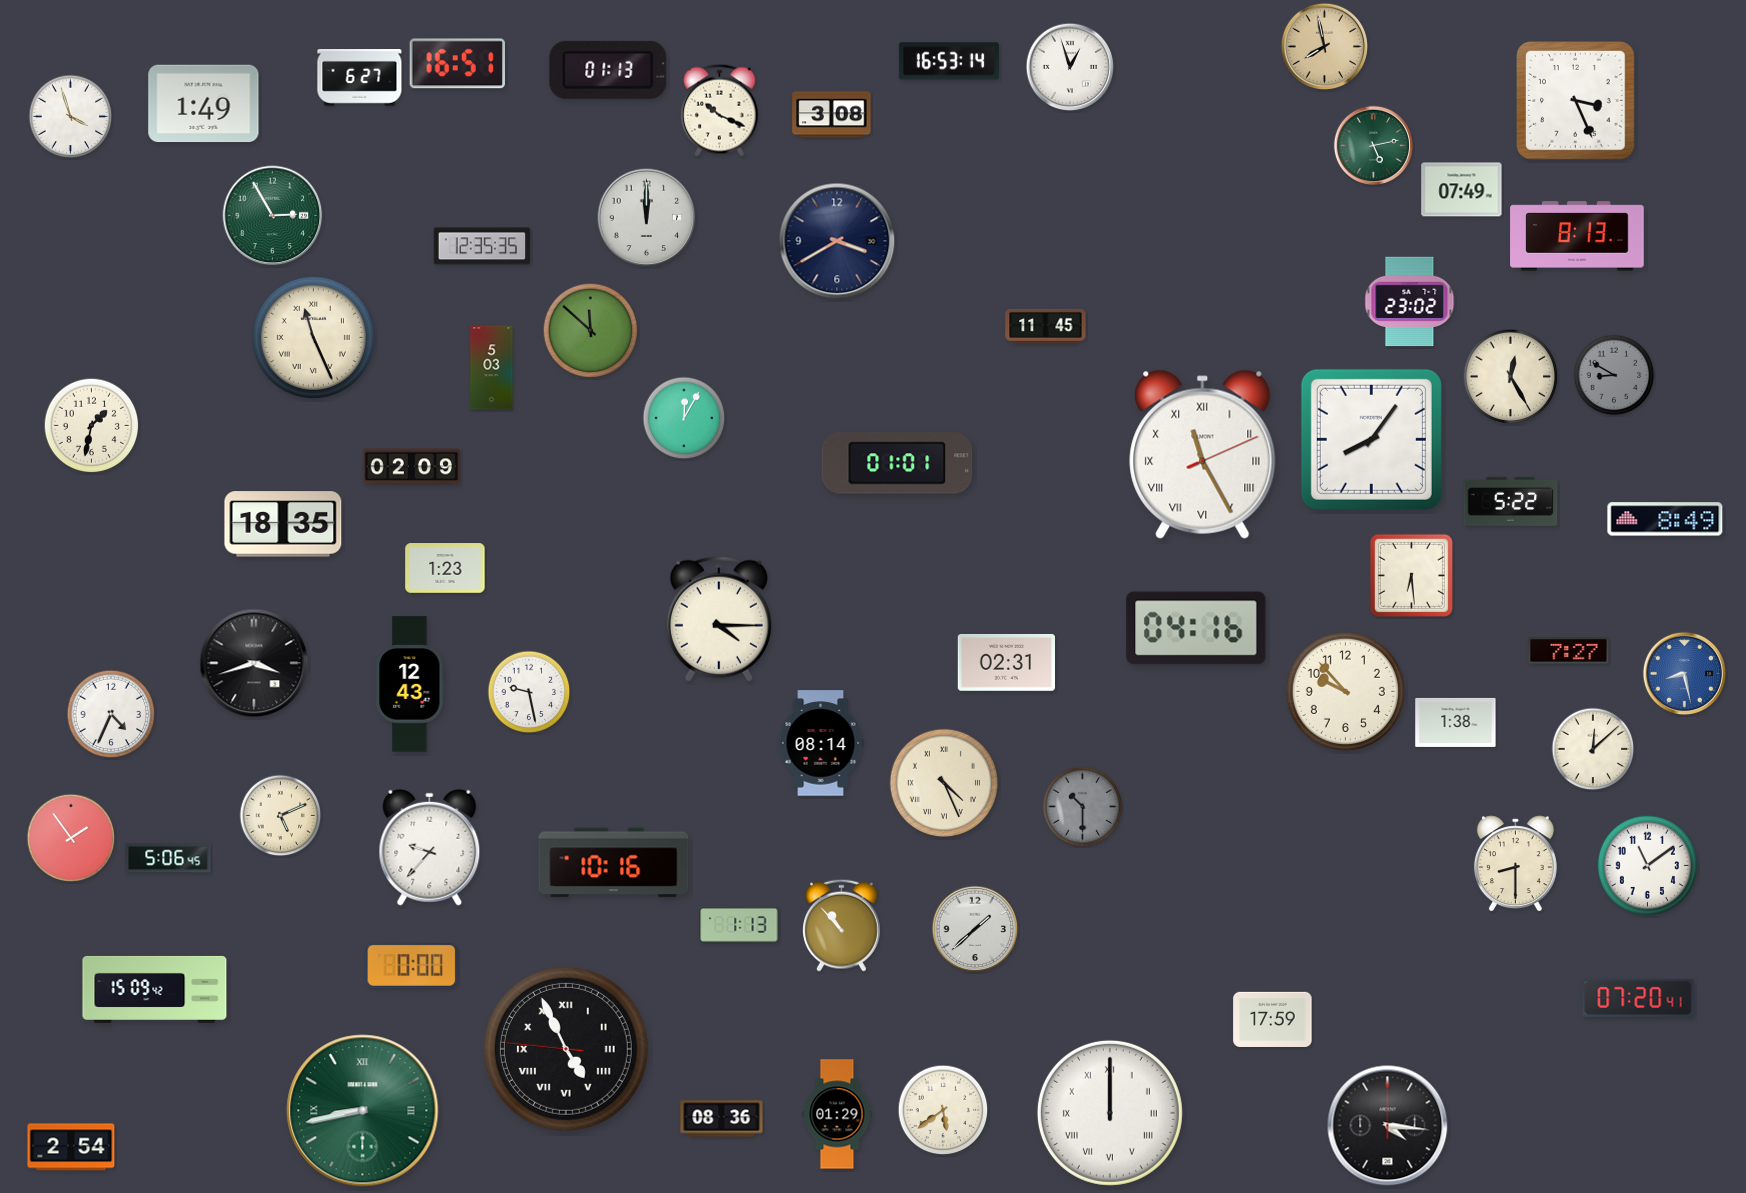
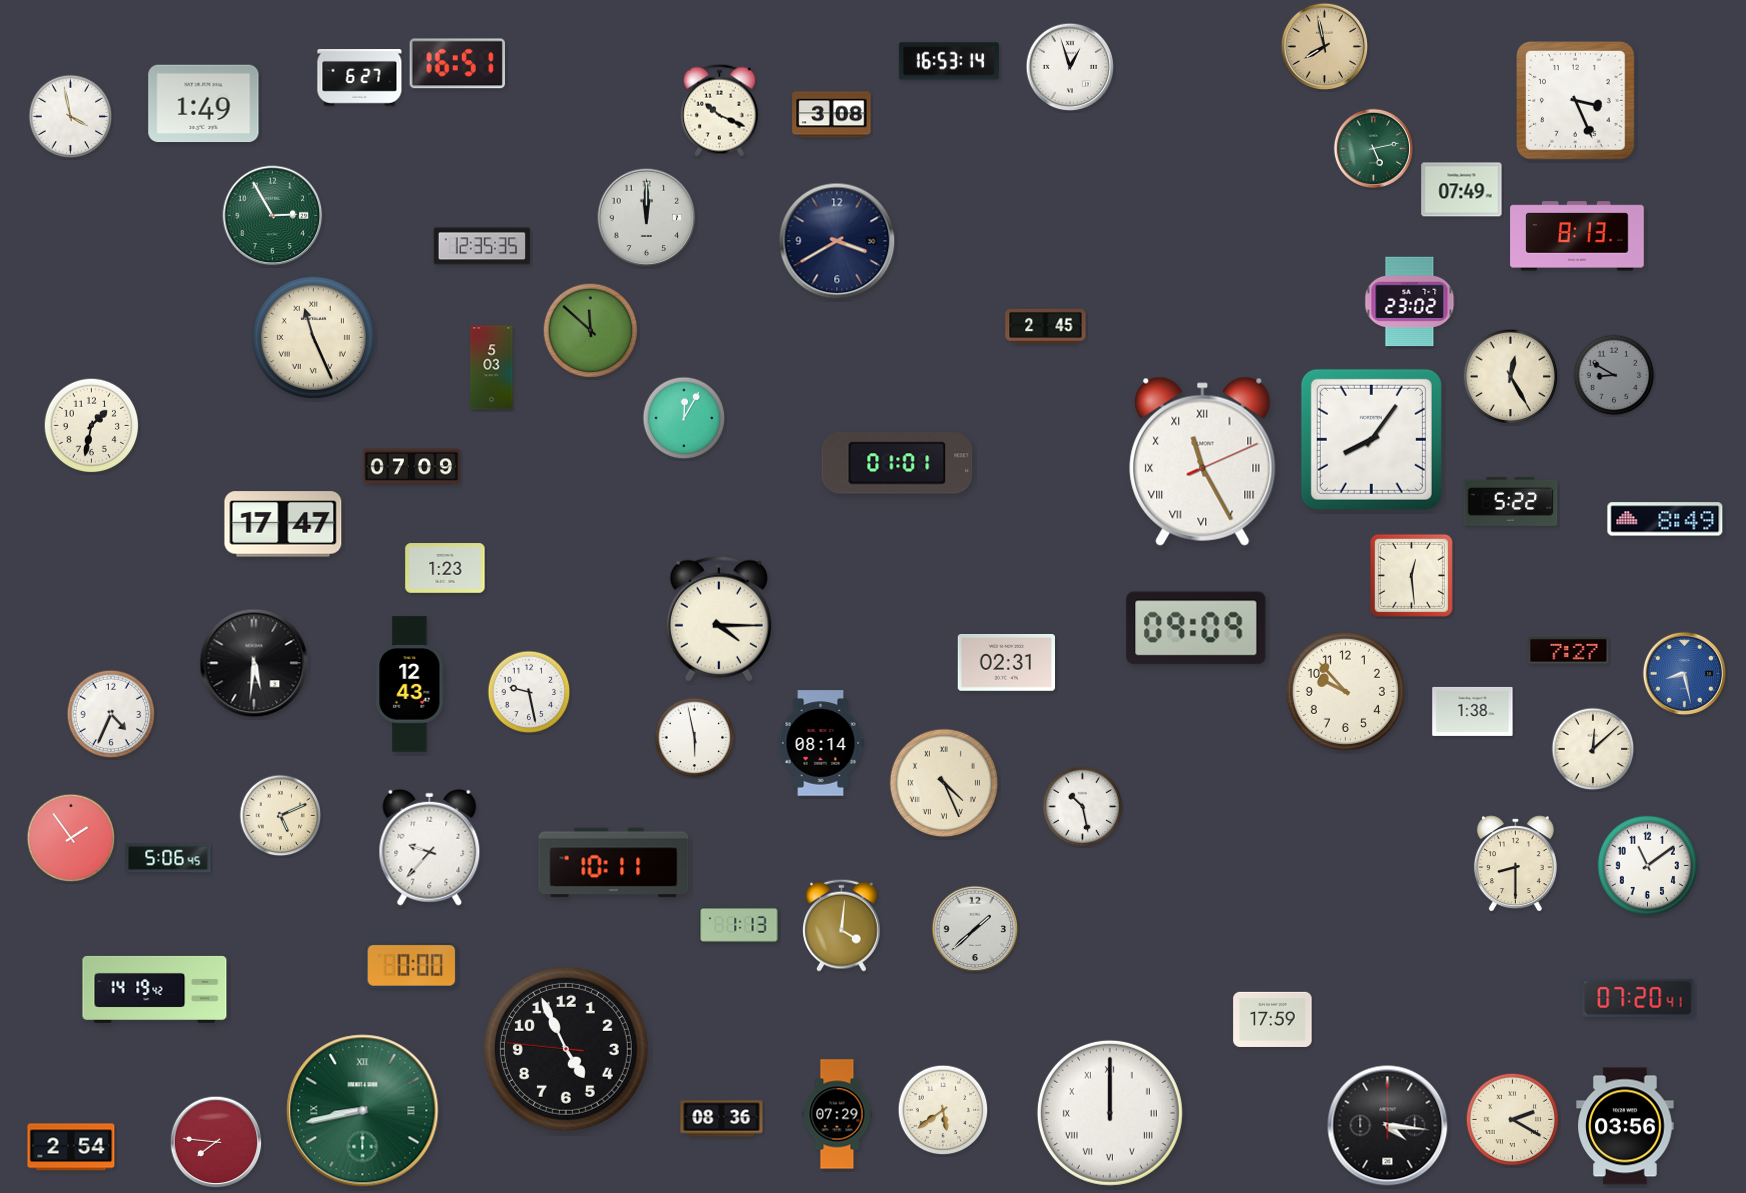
clock at (608, 70): 01:13 -> none
clock at (71, 117): 3:57 -> 3:58
clock at (1373, 145) position: (1373, 145) -> (1373, 148)
clock at (1046, 326): 11:45 -> 2:45
clock at (1203, 454) position: (1203, 454) -> (1203, 461)
clock at (411, 467): 02:09 -> 07:09
clock at (283, 524): 18:35 -> 17:47
clock at (1411, 575): 6:29 -> 12:29
clock at (1196, 628): 04:16 -> 09:09
clock at (254, 663): 3:42 -> 5:31
clock at (1456, 722) position: (1456, 722) -> (1473, 711)
clock at (695, 738): none -> 5:58
clock at (1083, 807): 10:30 -> 10:28
clock at (1083, 807) dial: grey -> white
clock at (614, 863): 10:16 -> 10:11
clock at (842, 925): 10:53 -> 4:01
clock at (155, 989): 15:09 -> 14:19
clock at (566, 1049) numerals: Roman -> Arabic
clock at (837, 1114): 01:29 -> 07:29
clock at (1513, 1120): none -> 2:20
clock at (1625, 1126): none -> 03:56
clock at (216, 1142): none -> 7:46
